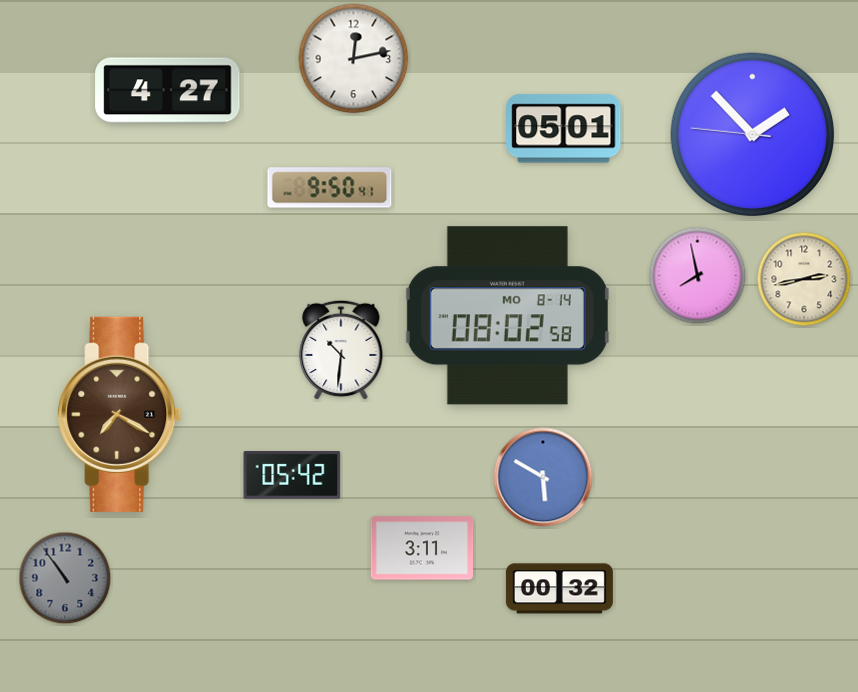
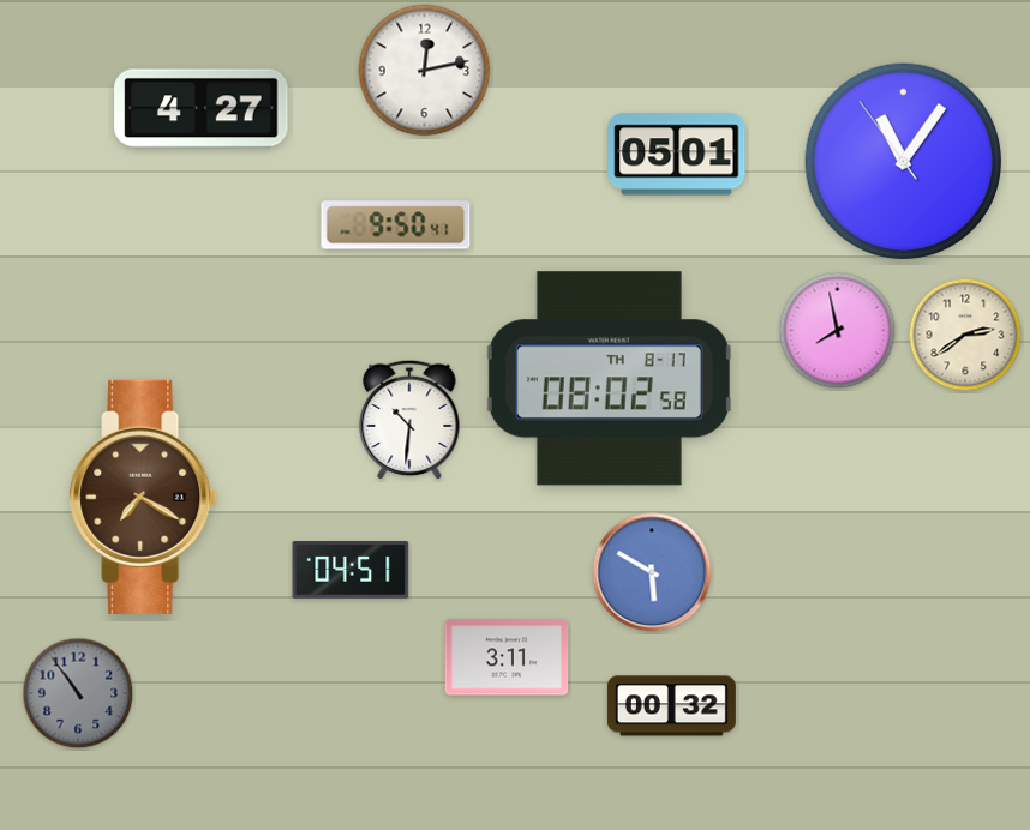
clock at (753, 135): 1:52 -> 11:05
clock at (804, 279): 2:43 -> 2:39
clock at (507, 316) date: MO 8-14 -> TH 8-17
clock at (292, 475): 05:42 -> 04:51
